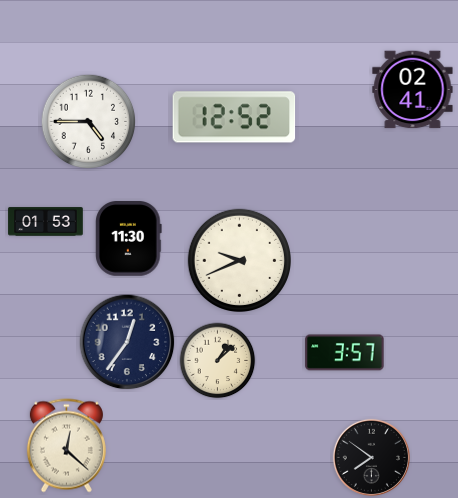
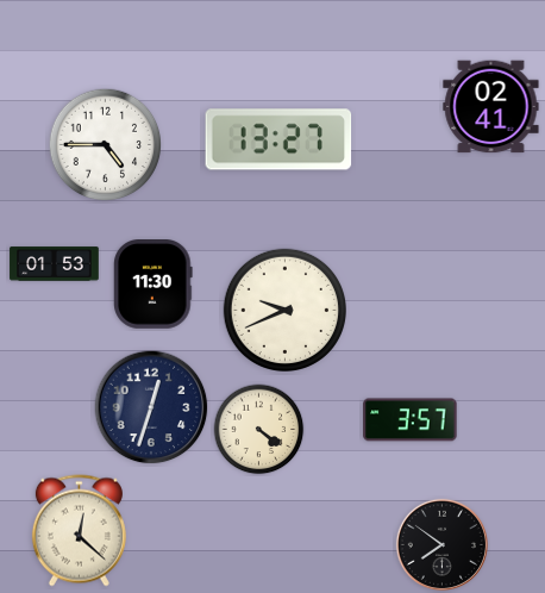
clock at (234, 117): 12:52 -> 13:27
clock at (127, 342): 12:36 -> 12:33
clock at (218, 361): 1:08 -> 4:21
